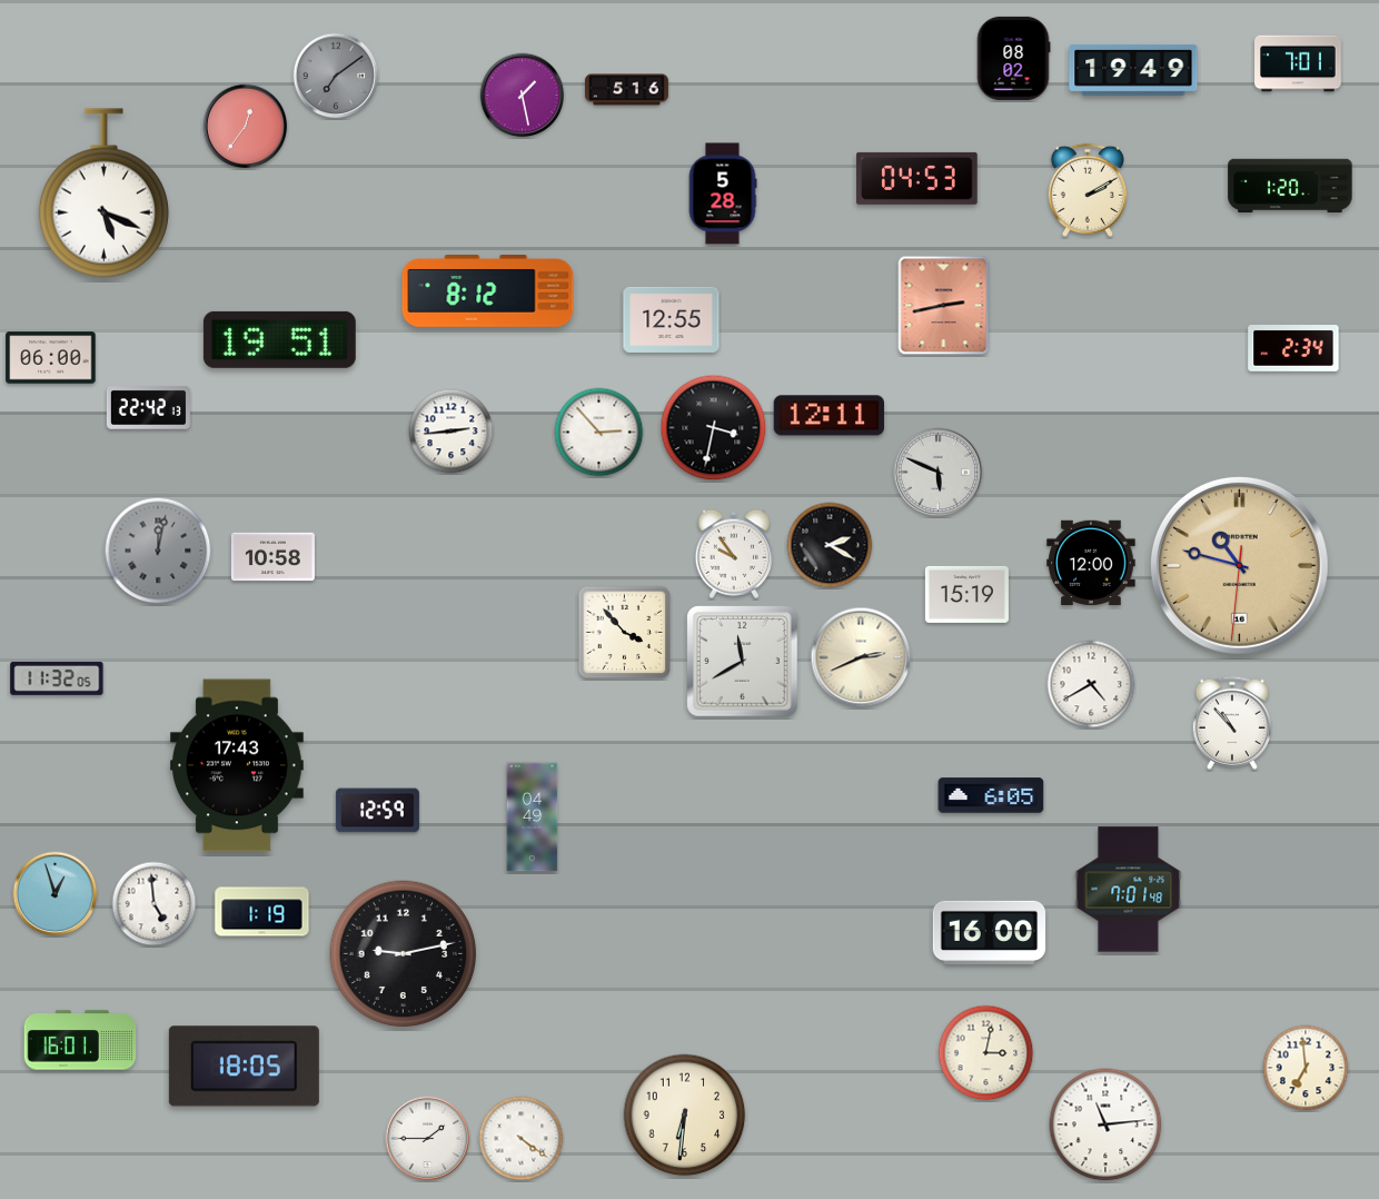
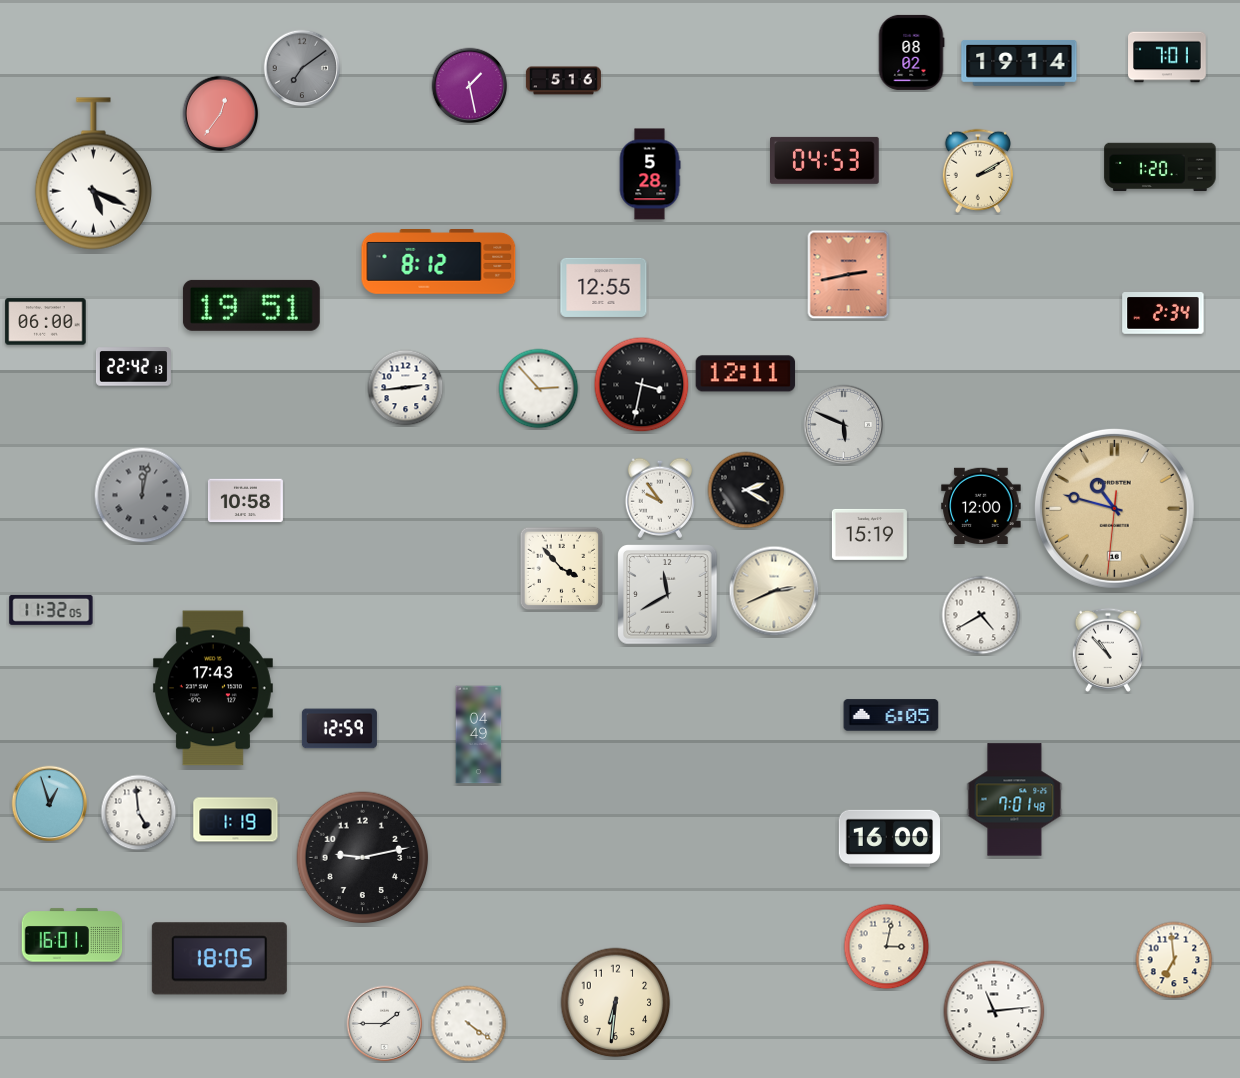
clock at (1133, 70): 19:49 -> 19:14
